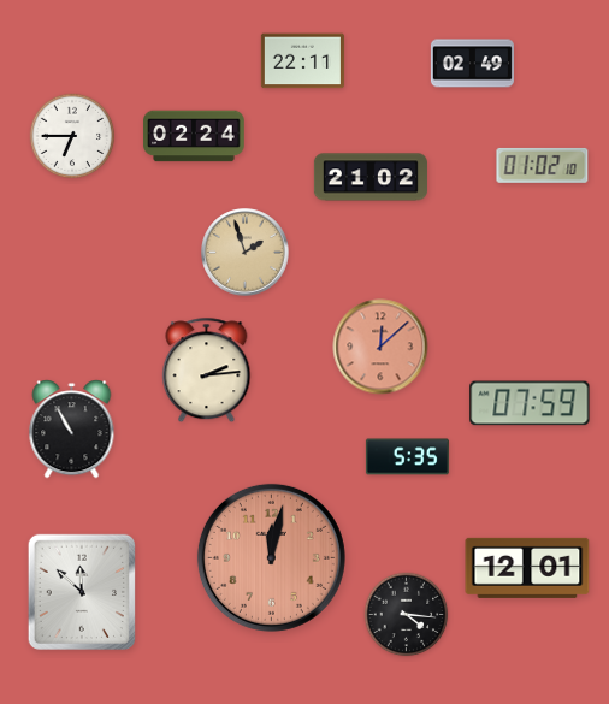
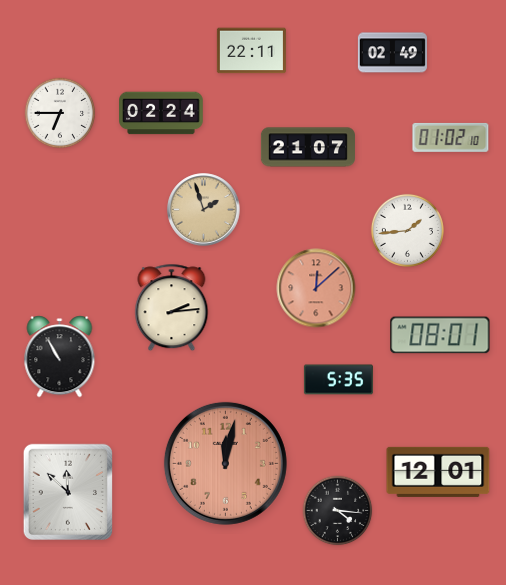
clock at (371, 177): 21:02 -> 21:07
clock at (407, 230): none -> 1:44
clock at (530, 403): 07:59 -> 08:01
